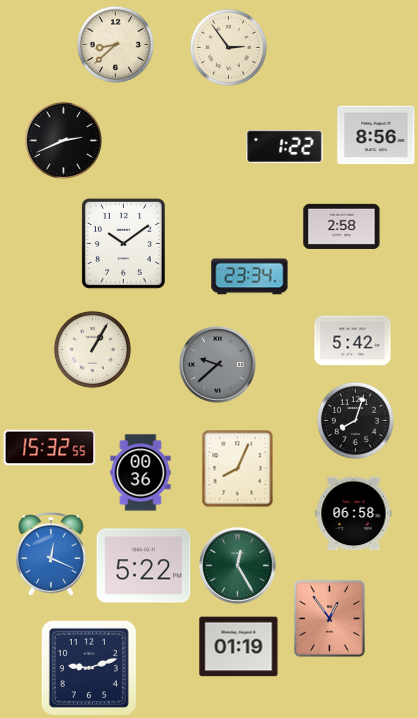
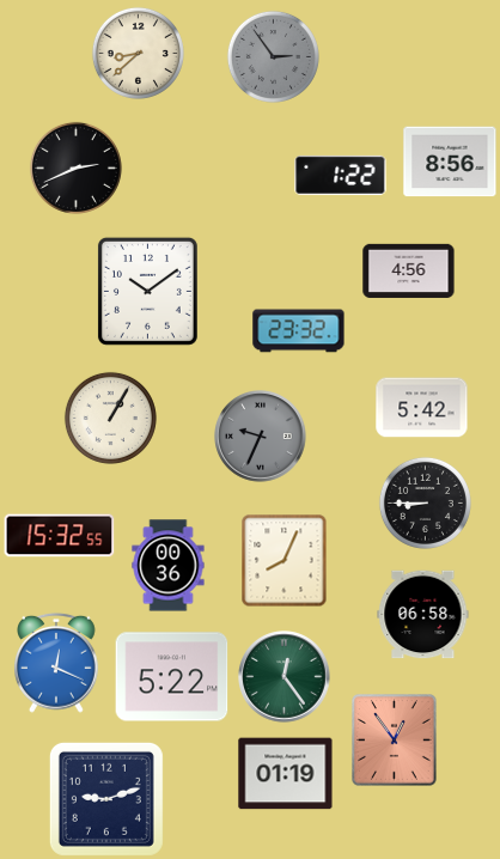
clock at (228, 47) dial: cream -> grey
clock at (342, 226): 2:58 -> 4:56
clock at (250, 277): 23:34 -> 23:32
clock at (218, 365): 9:38 -> 9:34
clock at (355, 420): 8:03 -> 8:45
clock at (52, 554) position: (52, 554) -> (57, 663)
clock at (238, 566): 12:25 -> 12:24
